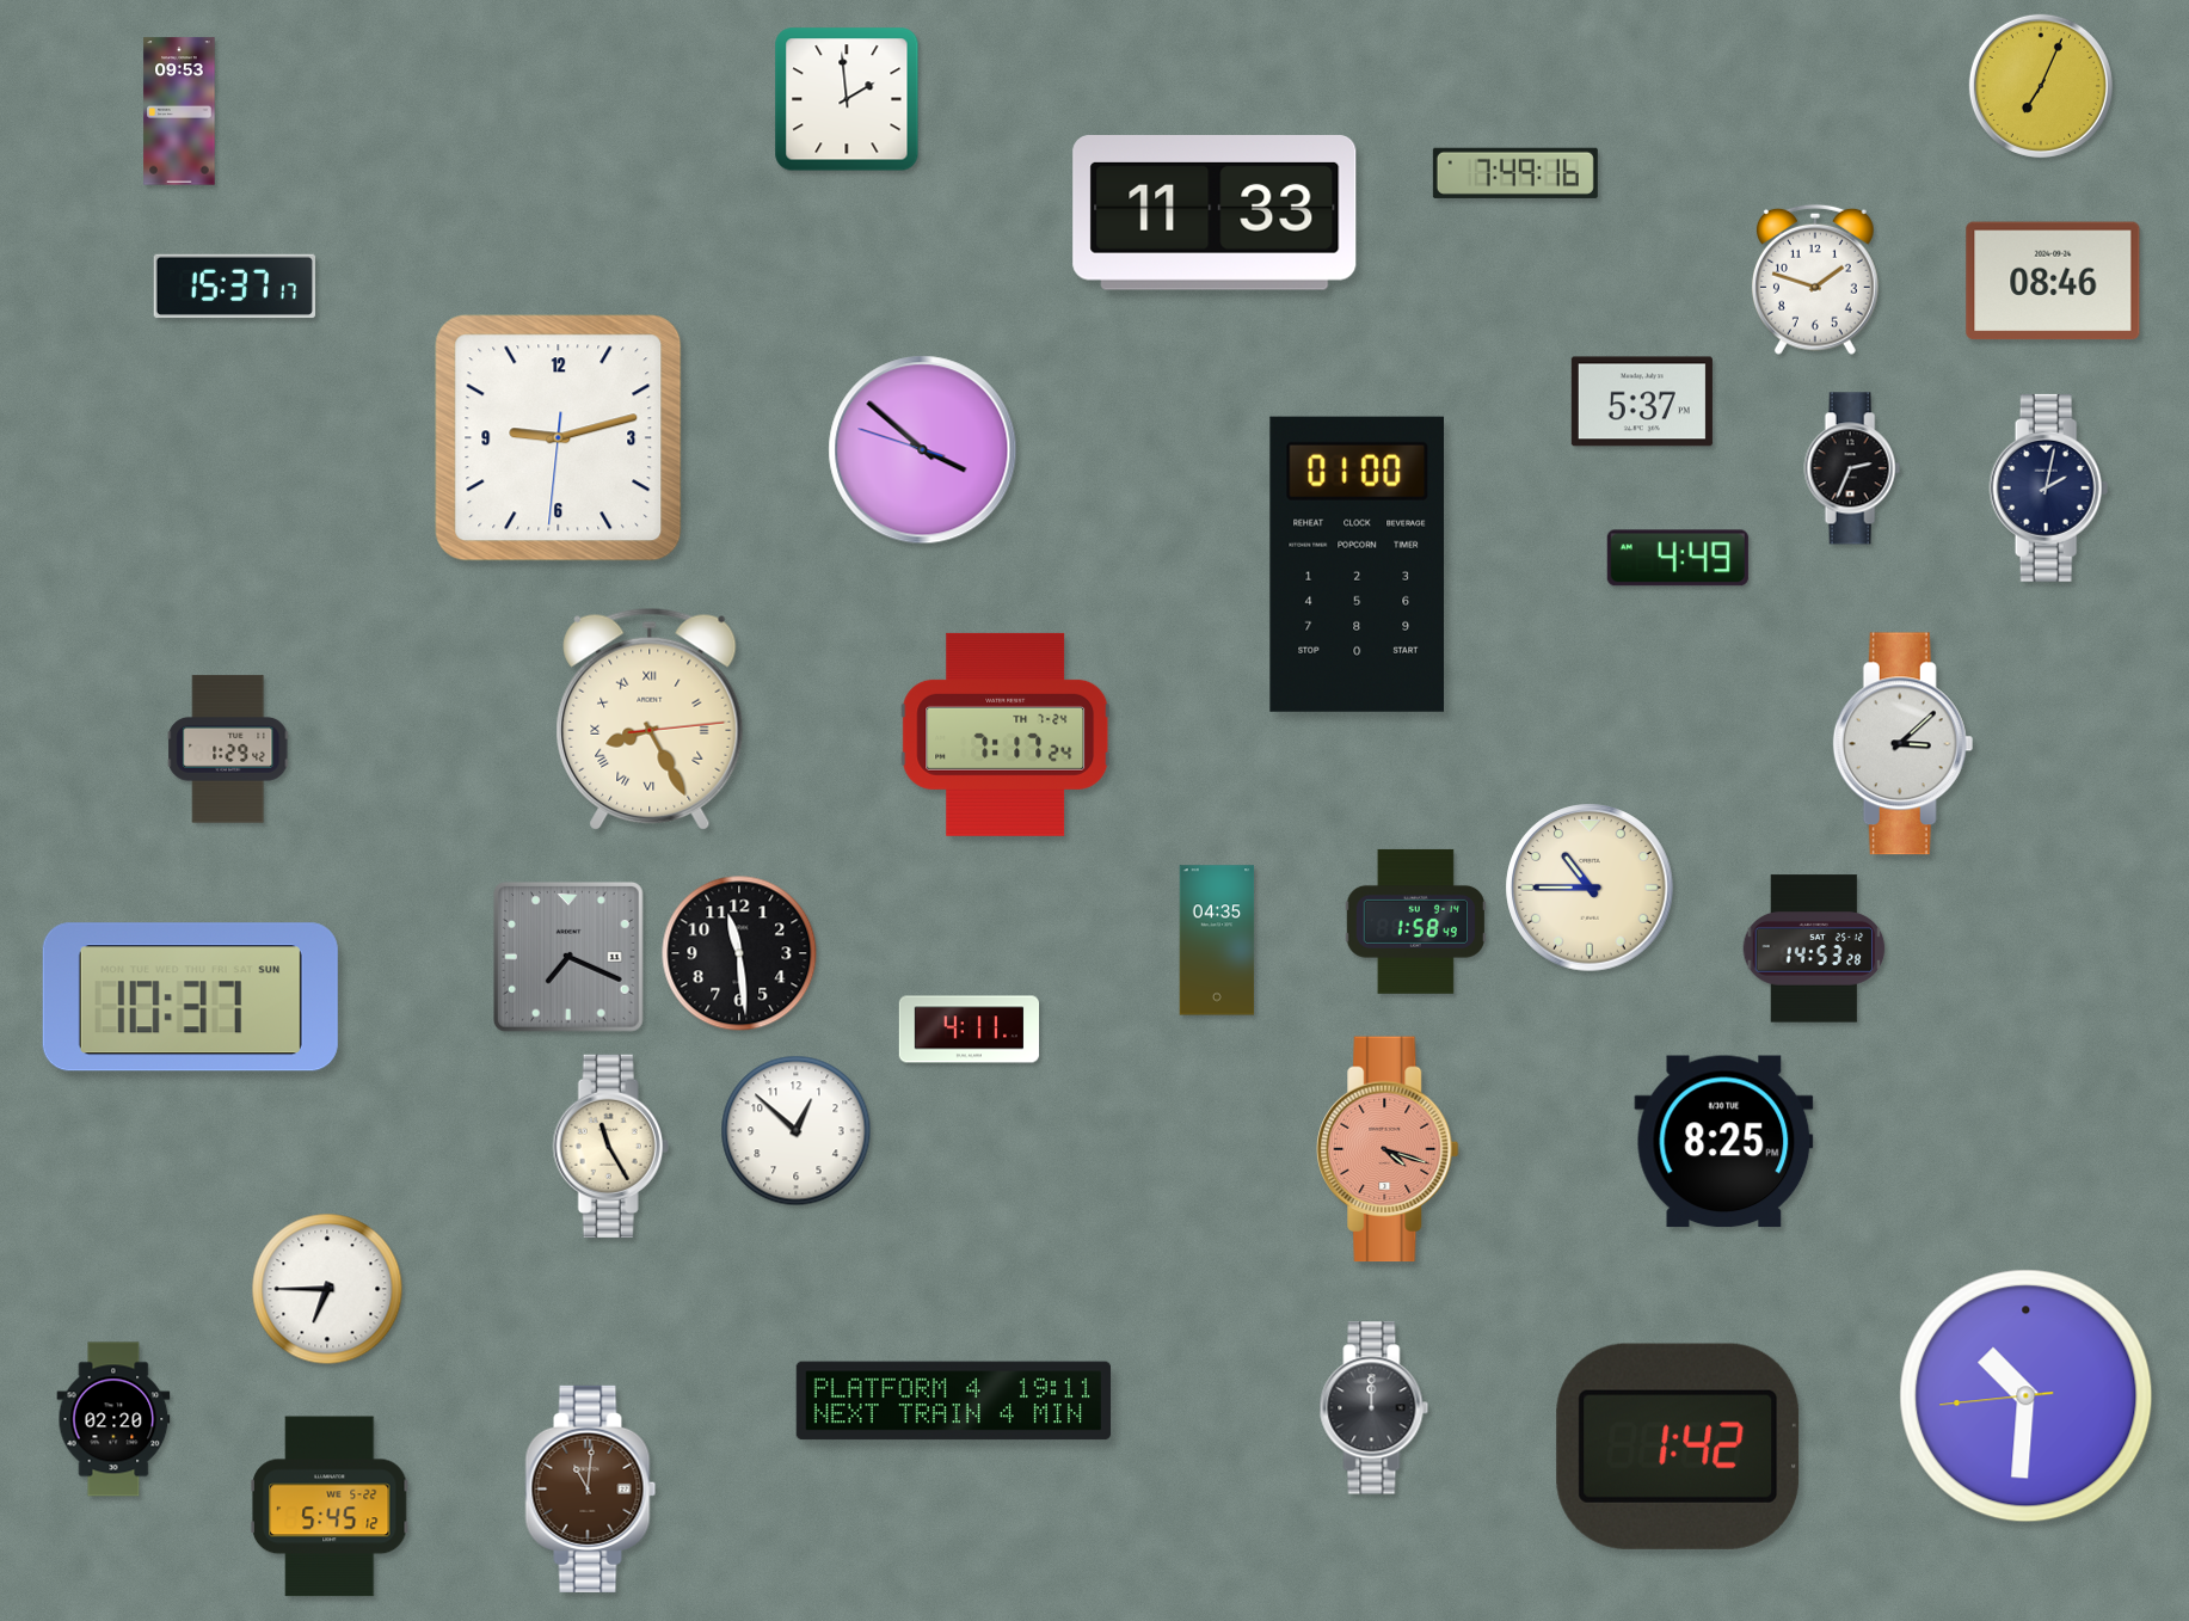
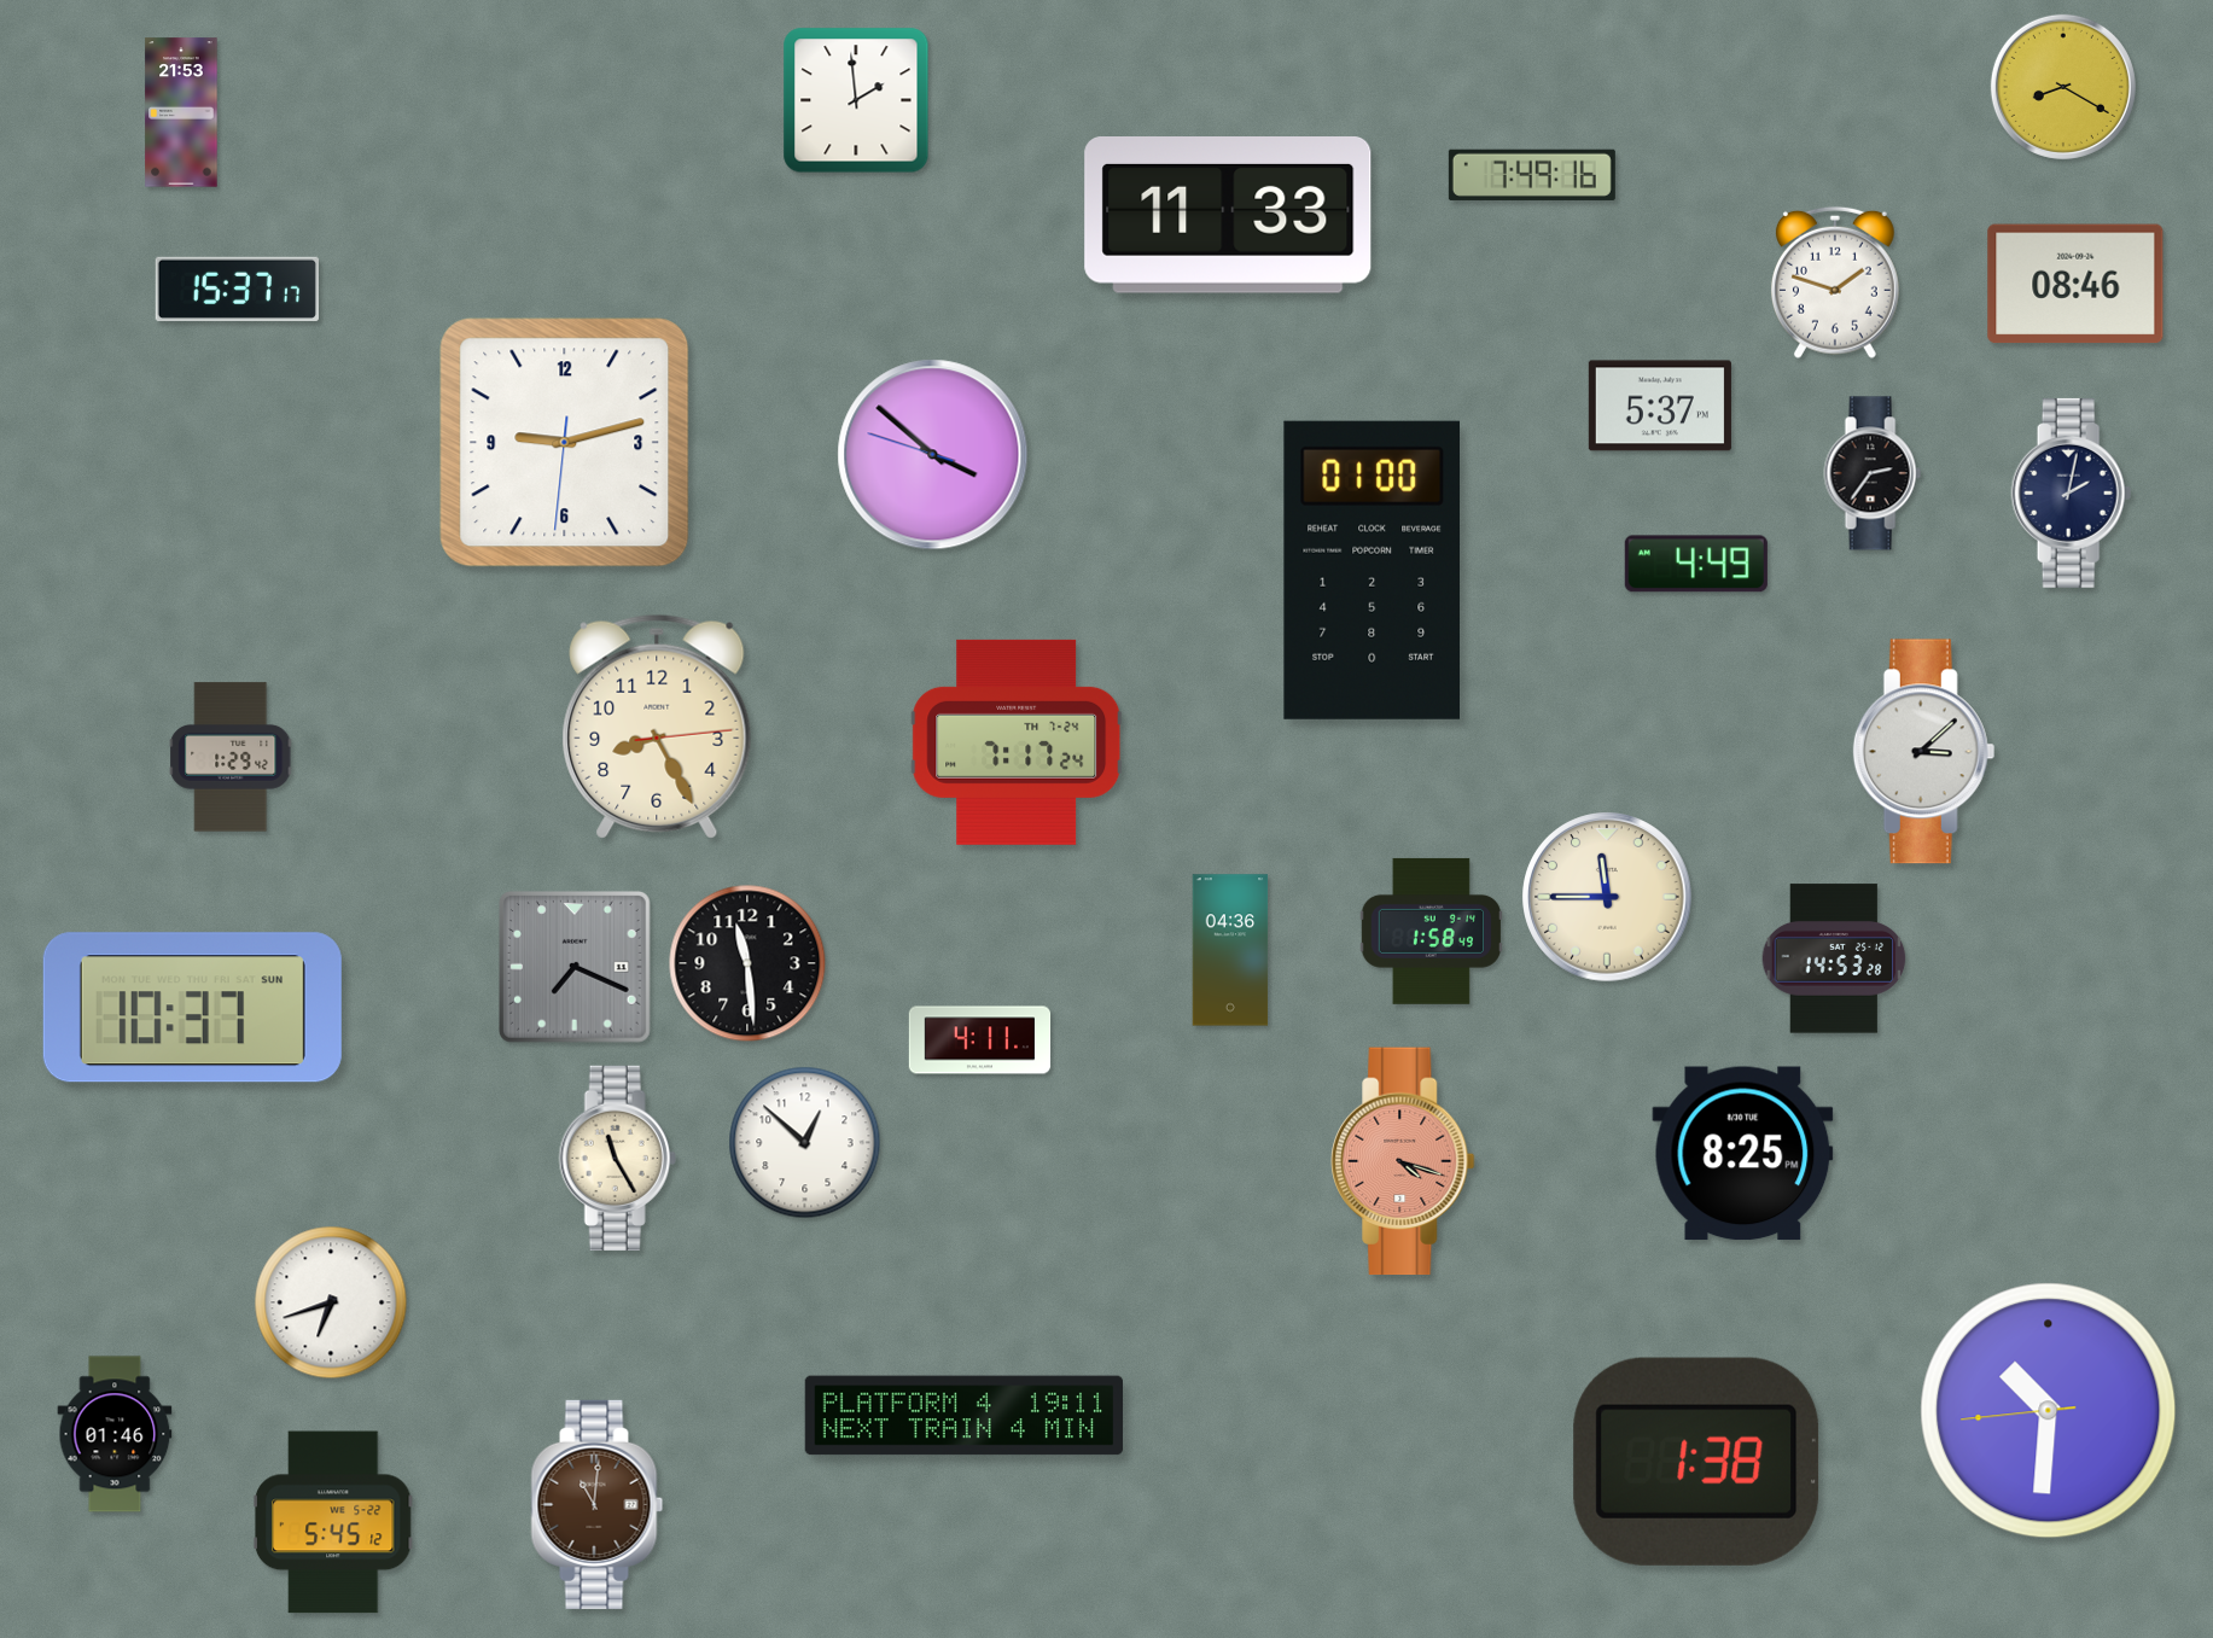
clock at (2041, 86): 7:04 -> 8:20
clock at (179, 111): 09:53 -> 21:53
clock at (1852, 468): 2:34 -> 2:36
clock at (650, 719) numerals: Roman -> Arabic
clock at (1590, 888): 10:45 -> 11:45
clock at (1217, 940): 04:35 -> 04:36
clock at (327, 1289): 6:45 -> 6:42
clock at (1375, 1408): 12:00 -> none
clock at (113, 1419): 02:20 -> 01:46
clock at (1678, 1447): 1:42 -> 1:38
